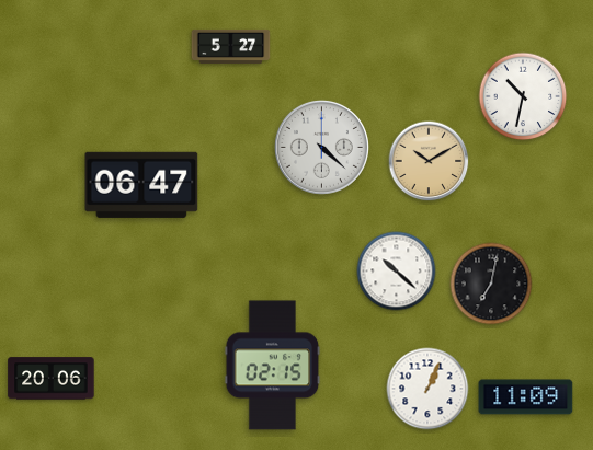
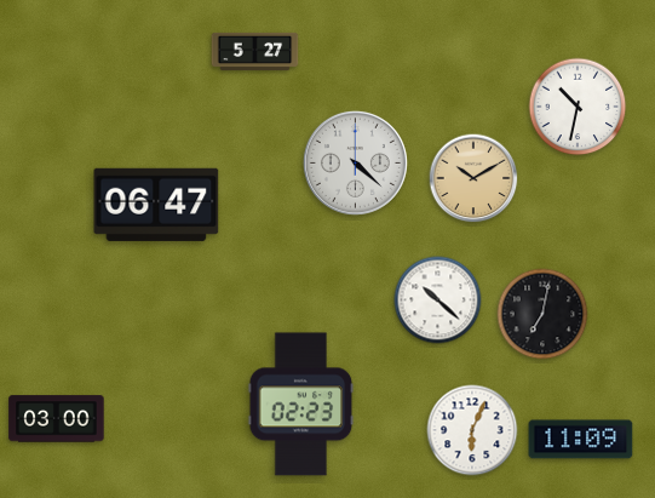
clock at (273, 366): 02:15 -> 02:23
clock at (52, 379): 20:06 -> 03:00
clock at (427, 389): 1:04 -> 6:04
